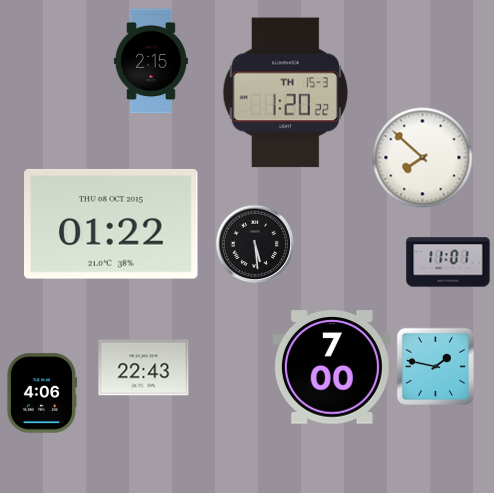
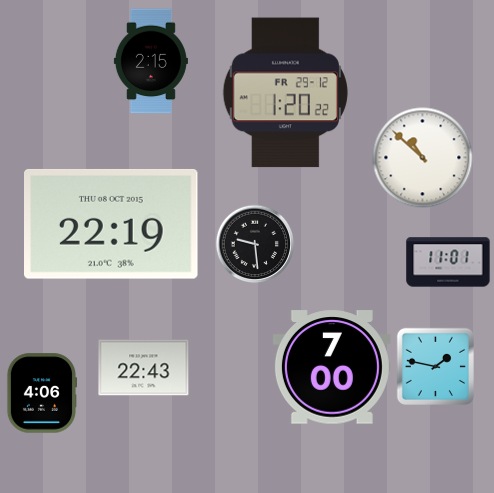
clock at (285, 93) date: TH 15-3 -> FR 29-12
clock at (423, 158): 7:52 -> 10:52
clock at (112, 224): 01:22 -> 22:19
clock at (255, 244): 5:29 -> 9:29
